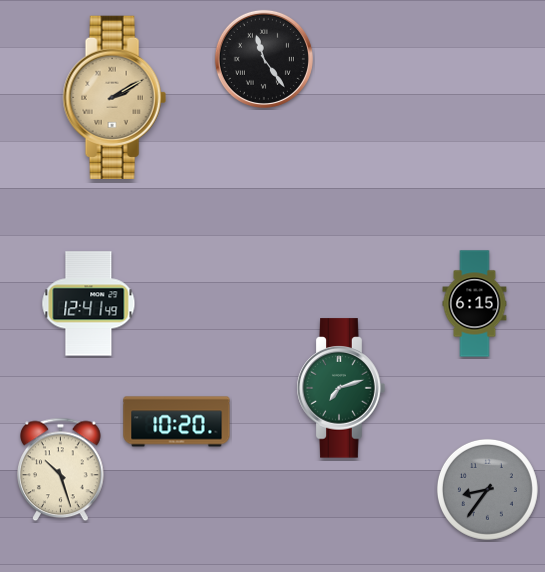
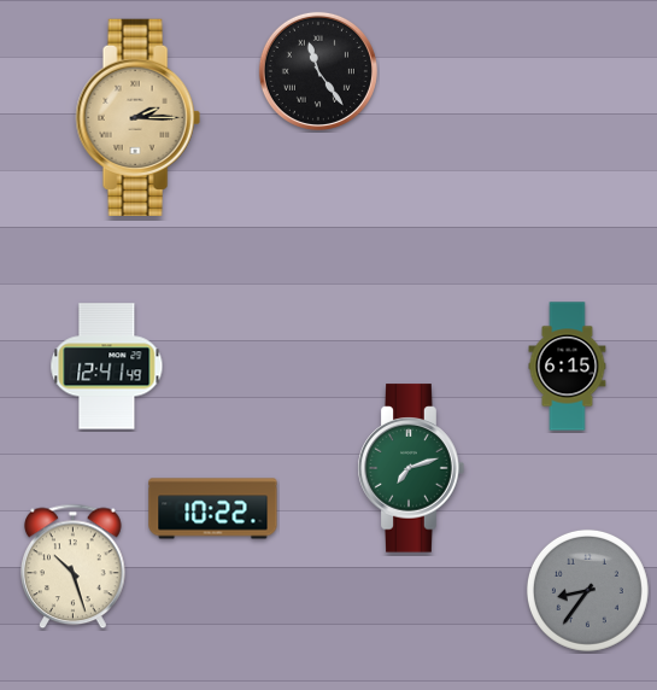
clock at (114, 97): 2:10 -> 2:15
clock at (475, 304) position: (475, 304) -> (568, 367)
clock at (177, 422): 10:20 -> 10:22
